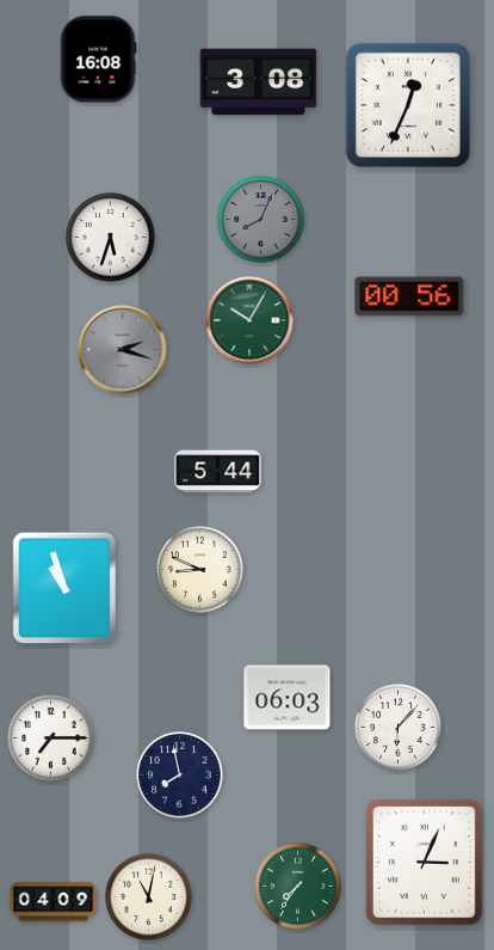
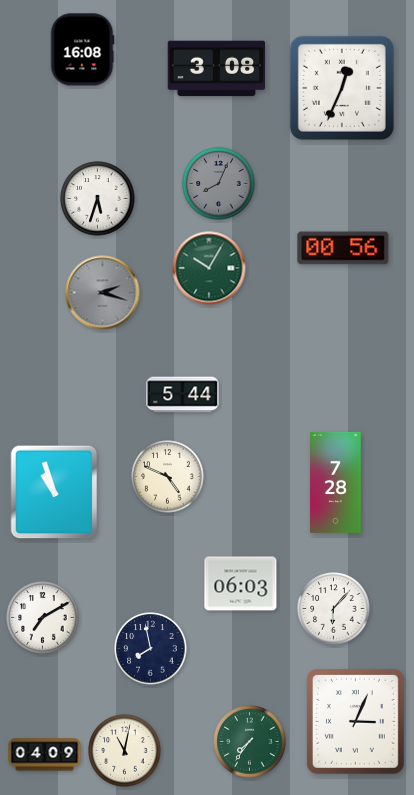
clock at (111, 238) position: (111, 238) -> (98, 199)
clock at (200, 570): 8:49 -> 4:49
clock at (336, 482): none -> 7:28
clock at (51, 738): 7:15 -> 7:10
